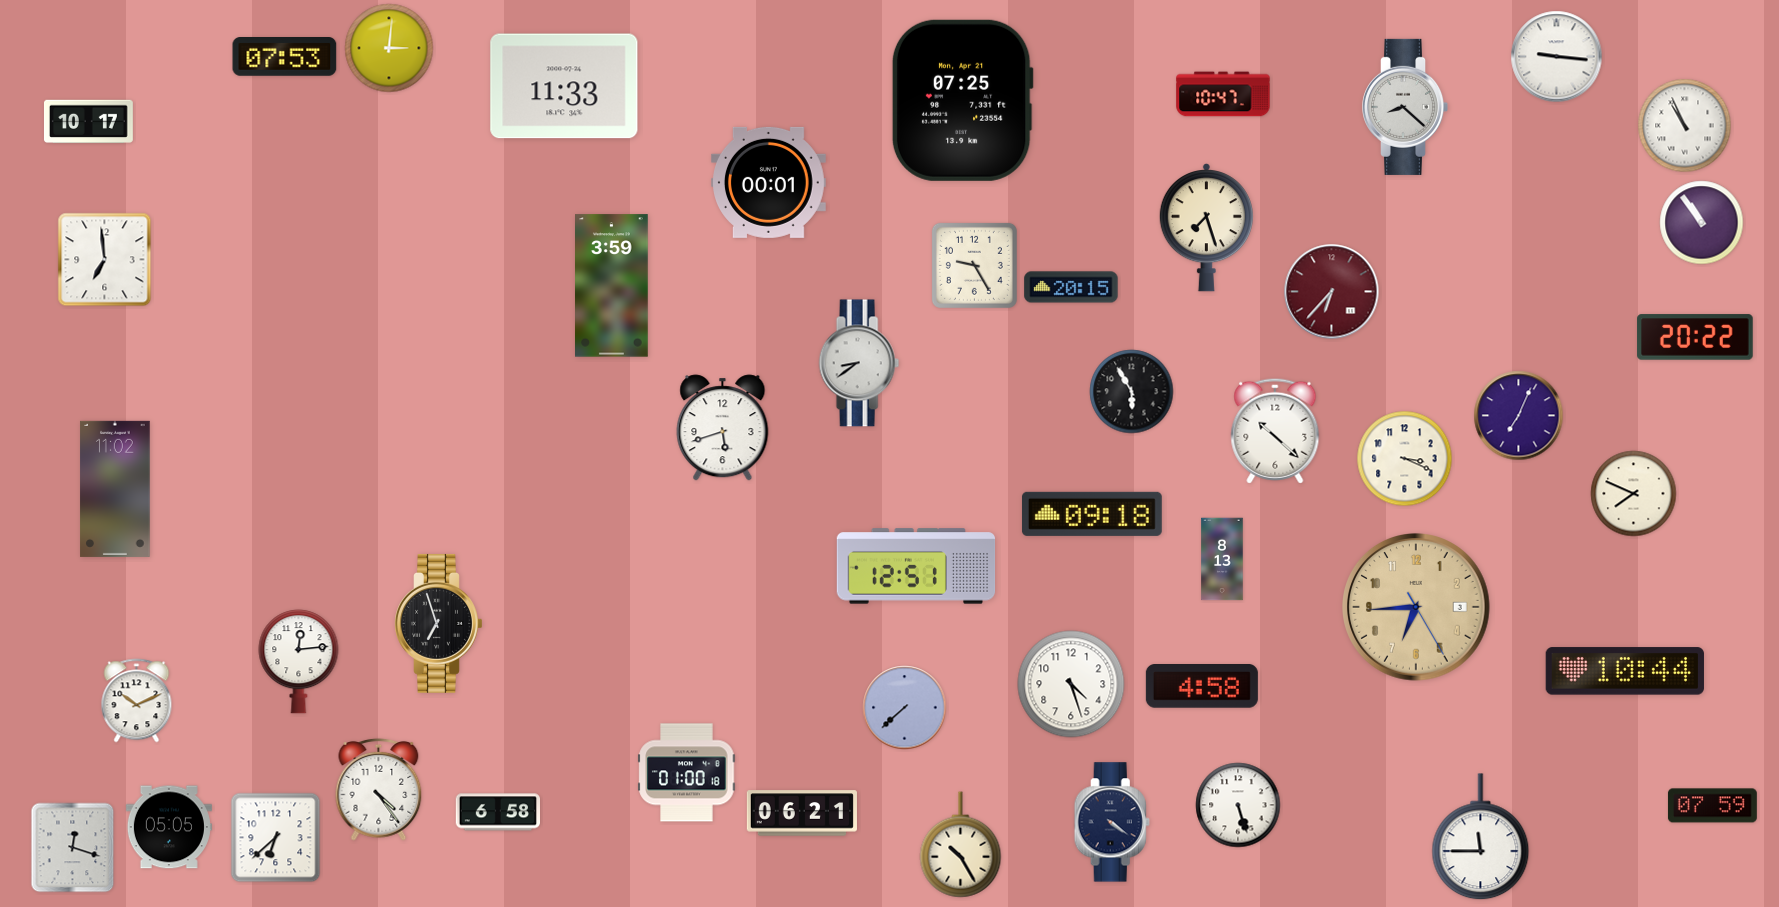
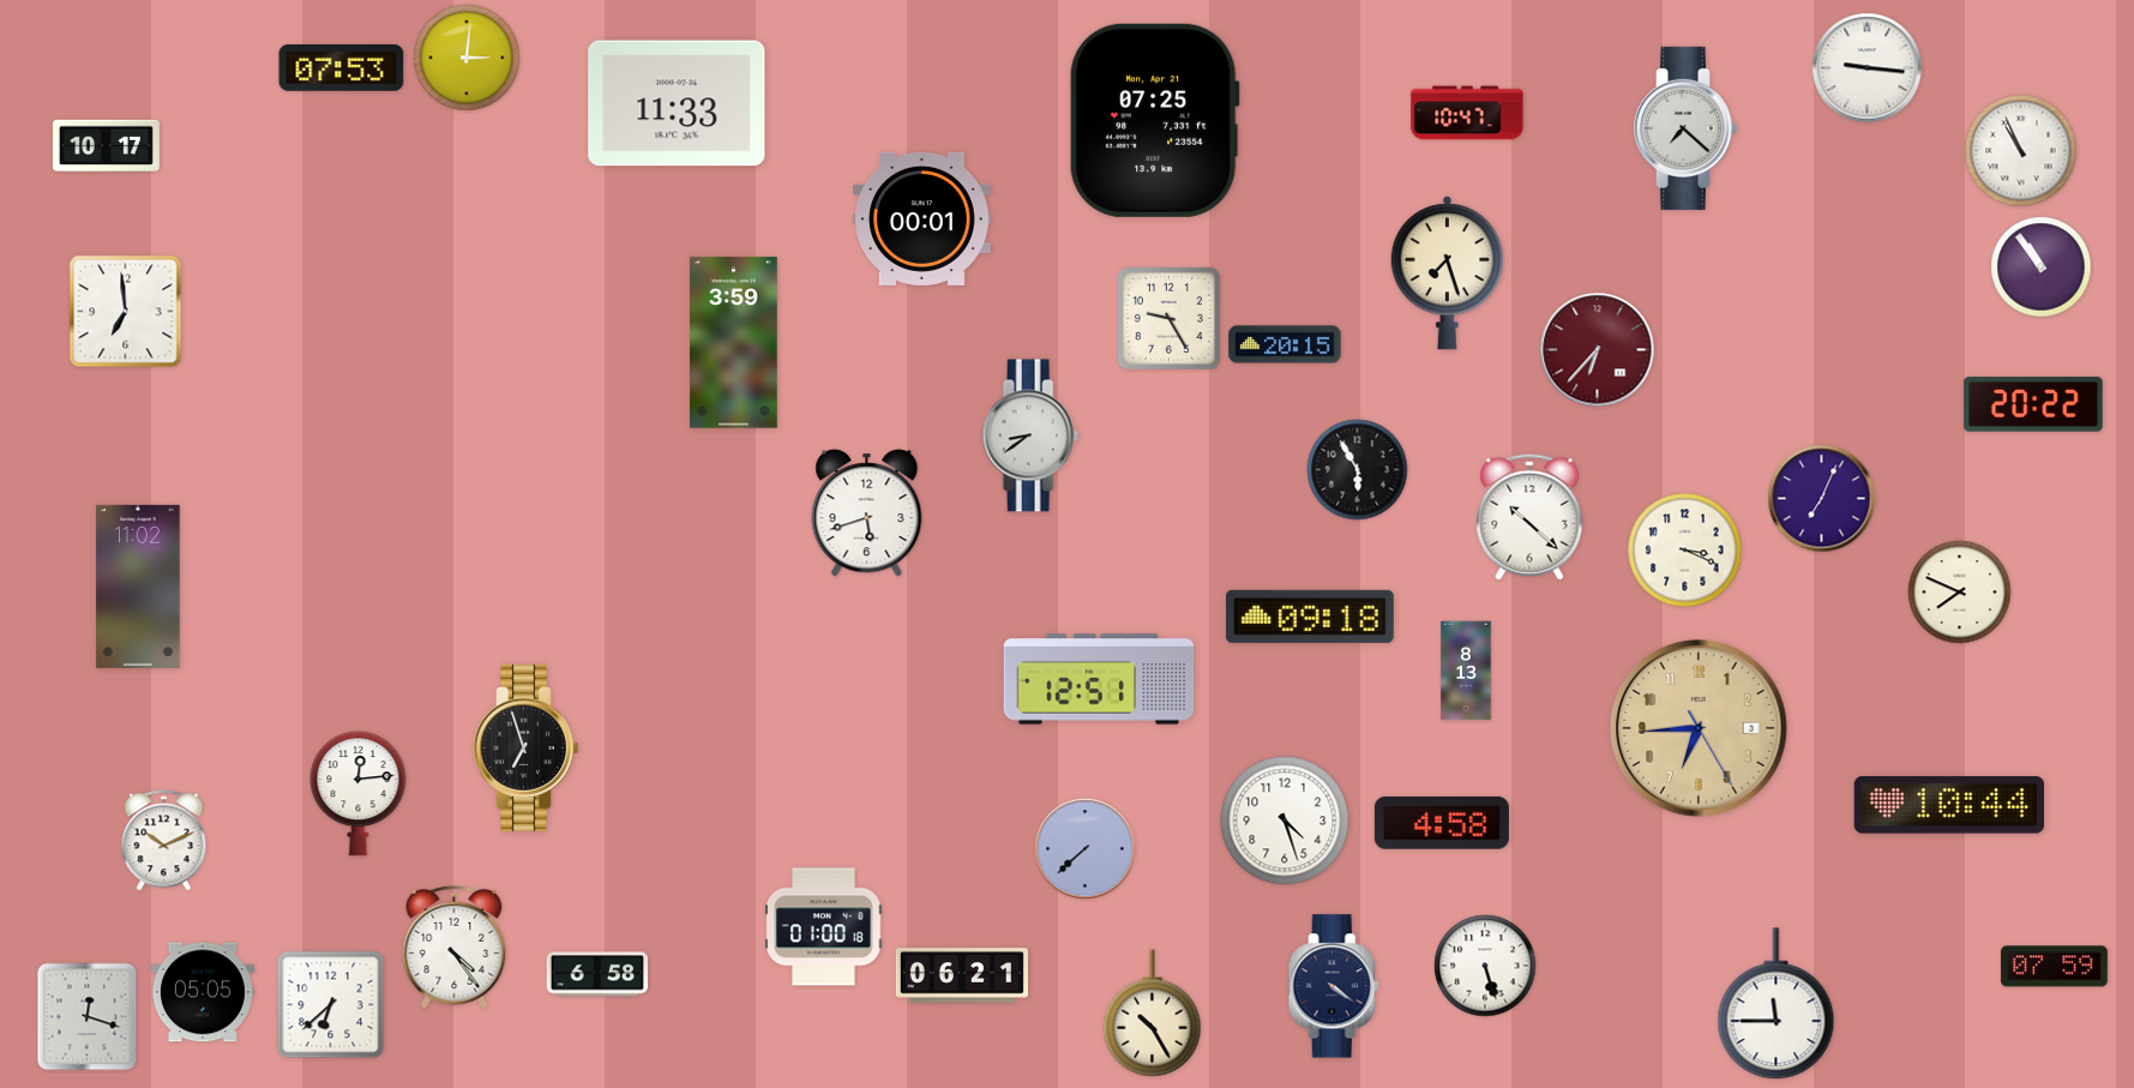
clock at (1406, 107): 8:22 -> 7:22
